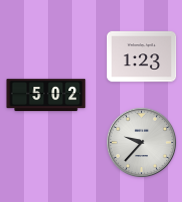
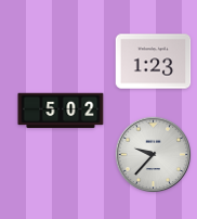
clock at (46, 95) position: (46, 95) -> (61, 111)
